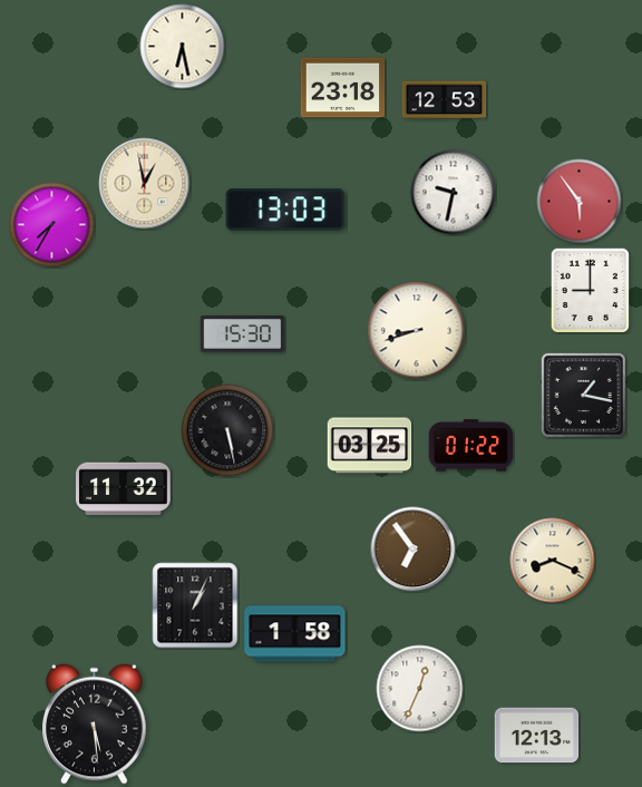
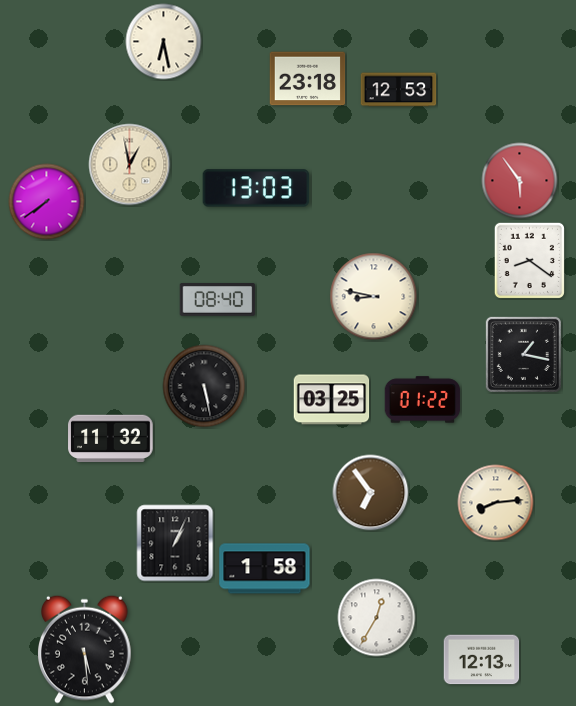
clock at (454, 193): 9:32 -> none
clock at (52, 225): 7:35 -> 7:39
clock at (590, 290): 9:00 -> 8:21
clock at (417, 331): 8:42 -> 8:47
clock at (243, 334): 15:30 -> 08:40
clock at (553, 561): 8:19 -> 8:14
clock at (420, 689): 12:34 -> 12:35
